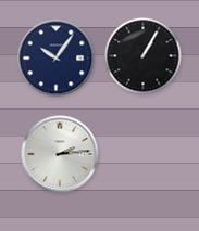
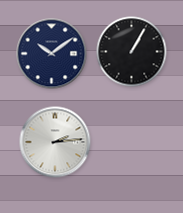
clock at (57, 59): 10:06 -> 10:09
